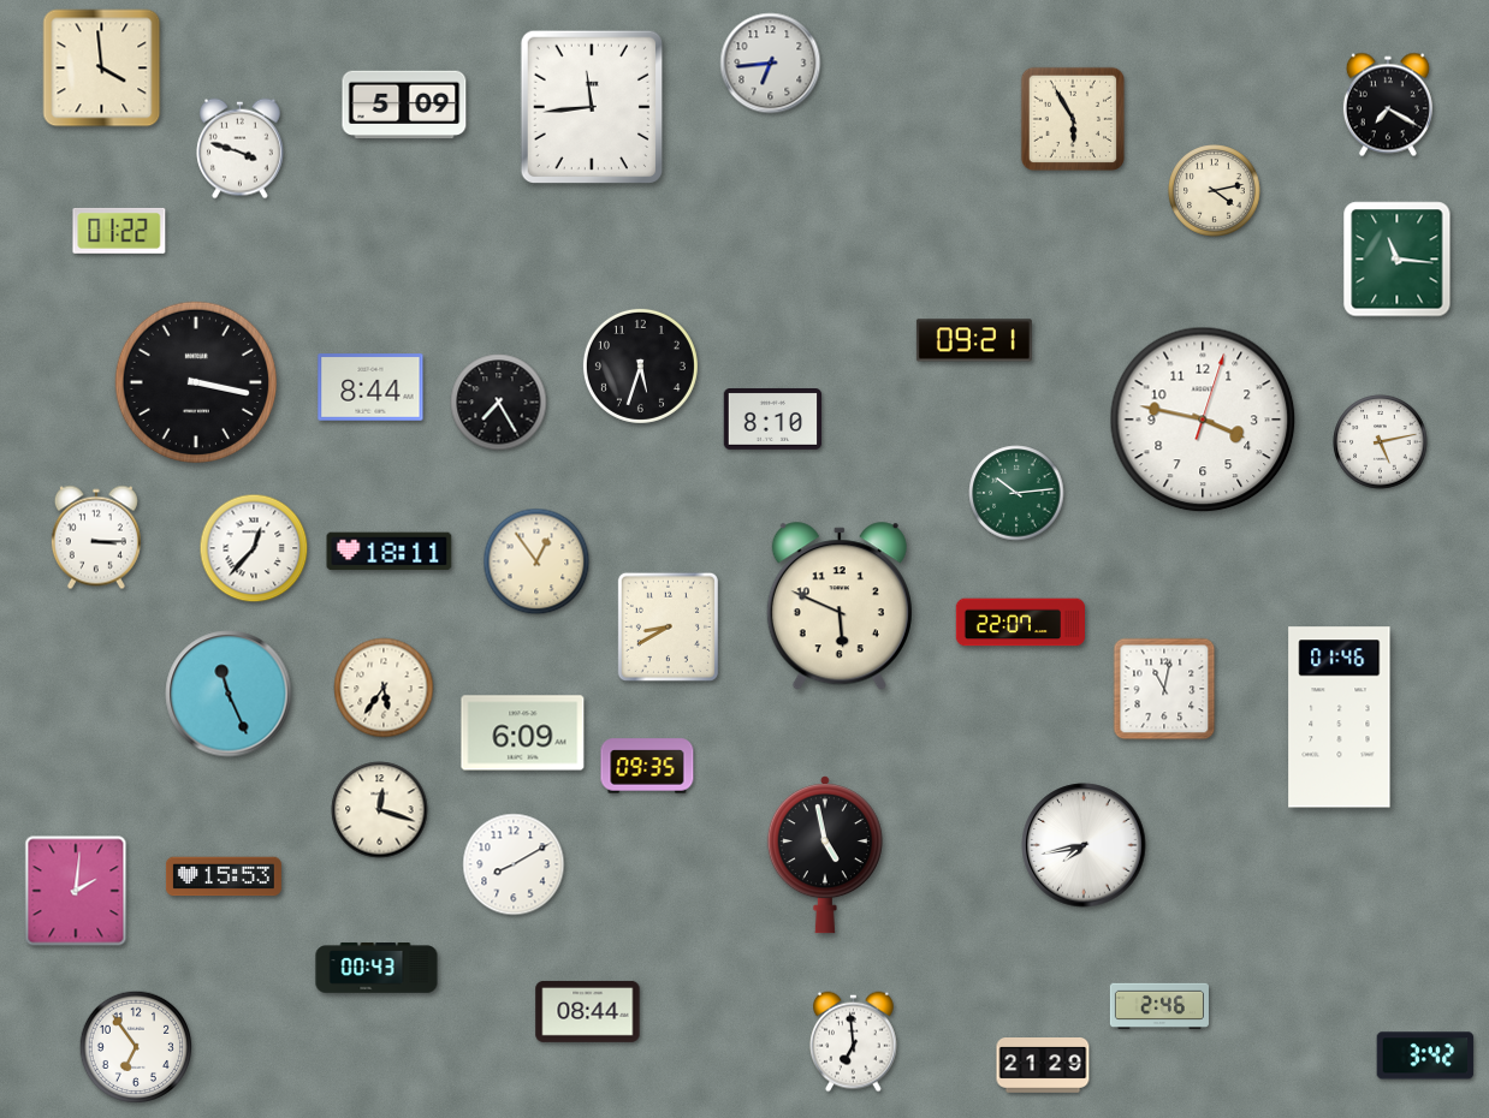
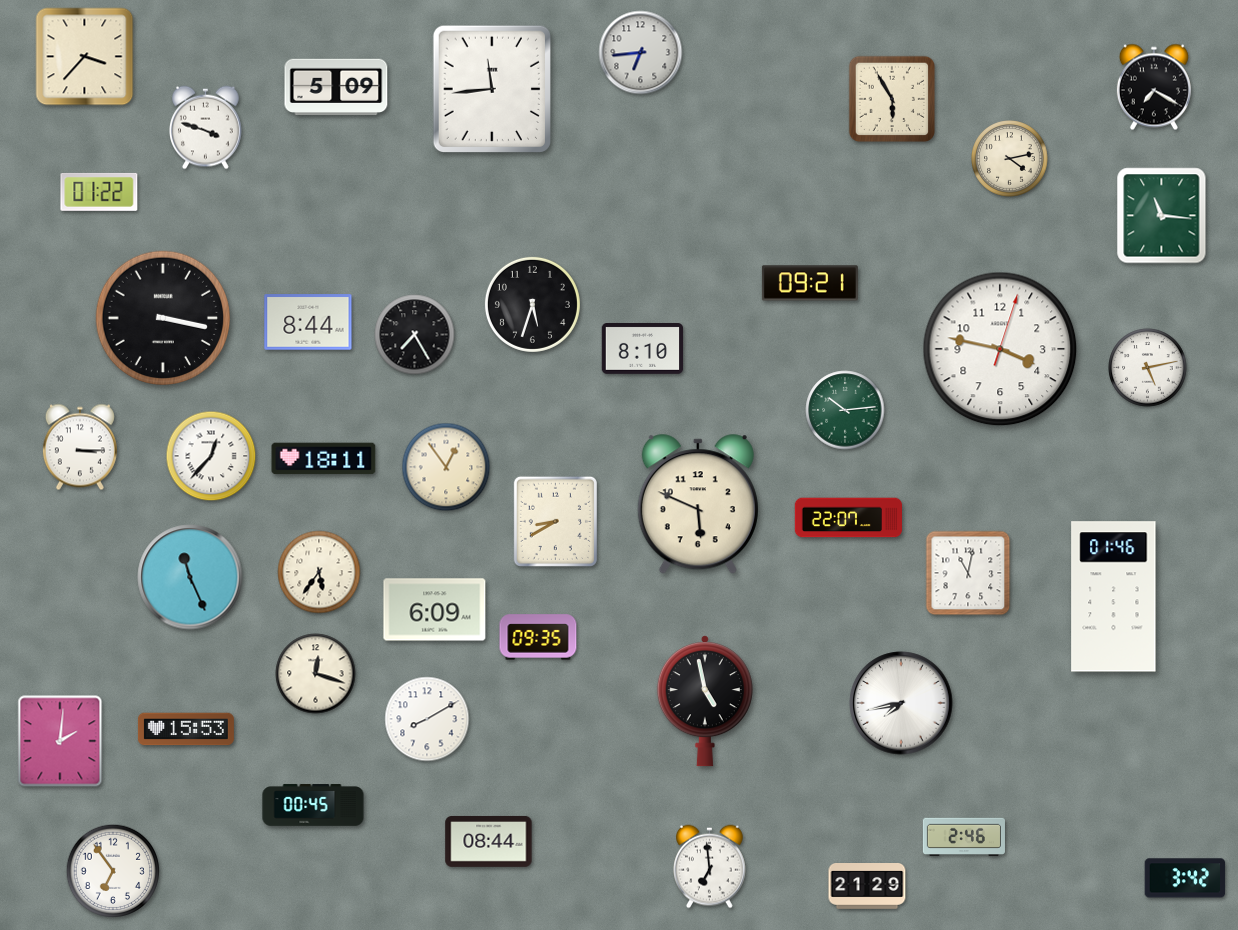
clock at (102, 69): 3:59 -> 3:37
clock at (241, 149) position: (241, 149) -> (206, 128)
clock at (825, 855) position: (825, 855) -> (705, 701)
clock at (76, 891) position: (76, 891) -> (60, 741)
clock at (376, 968): 00:43 -> 00:45
